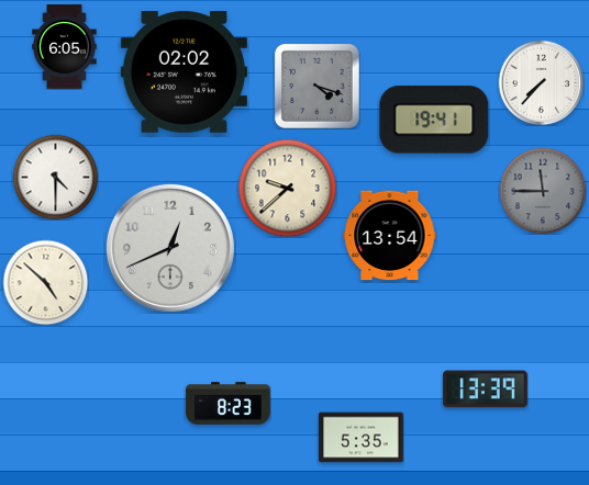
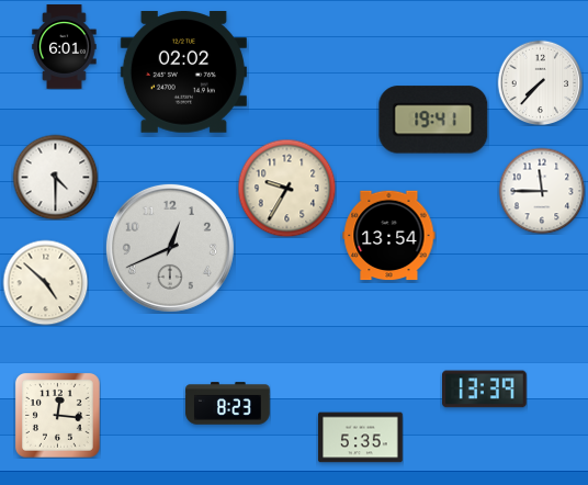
clock at (65, 47): 6:05 -> 6:01
clock at (316, 86): 4:18 -> none
clock at (287, 188): 9:38 -> 9:35
clock at (543, 191) dial: grey -> white
clock at (57, 415): none -> 12:16
